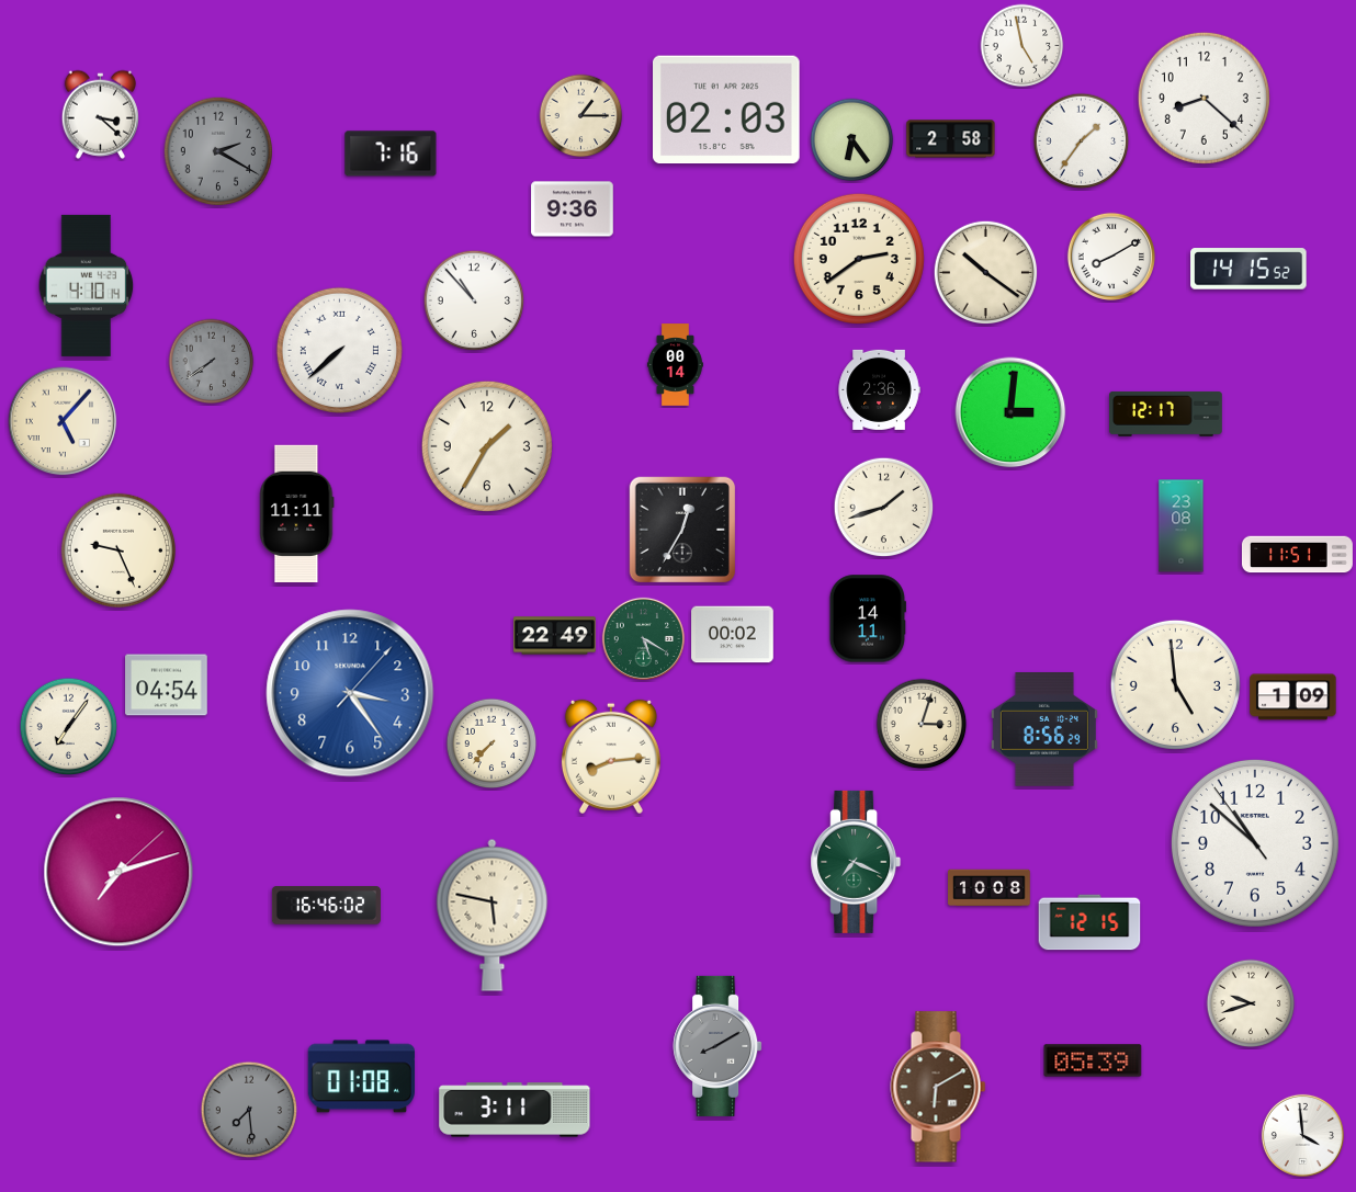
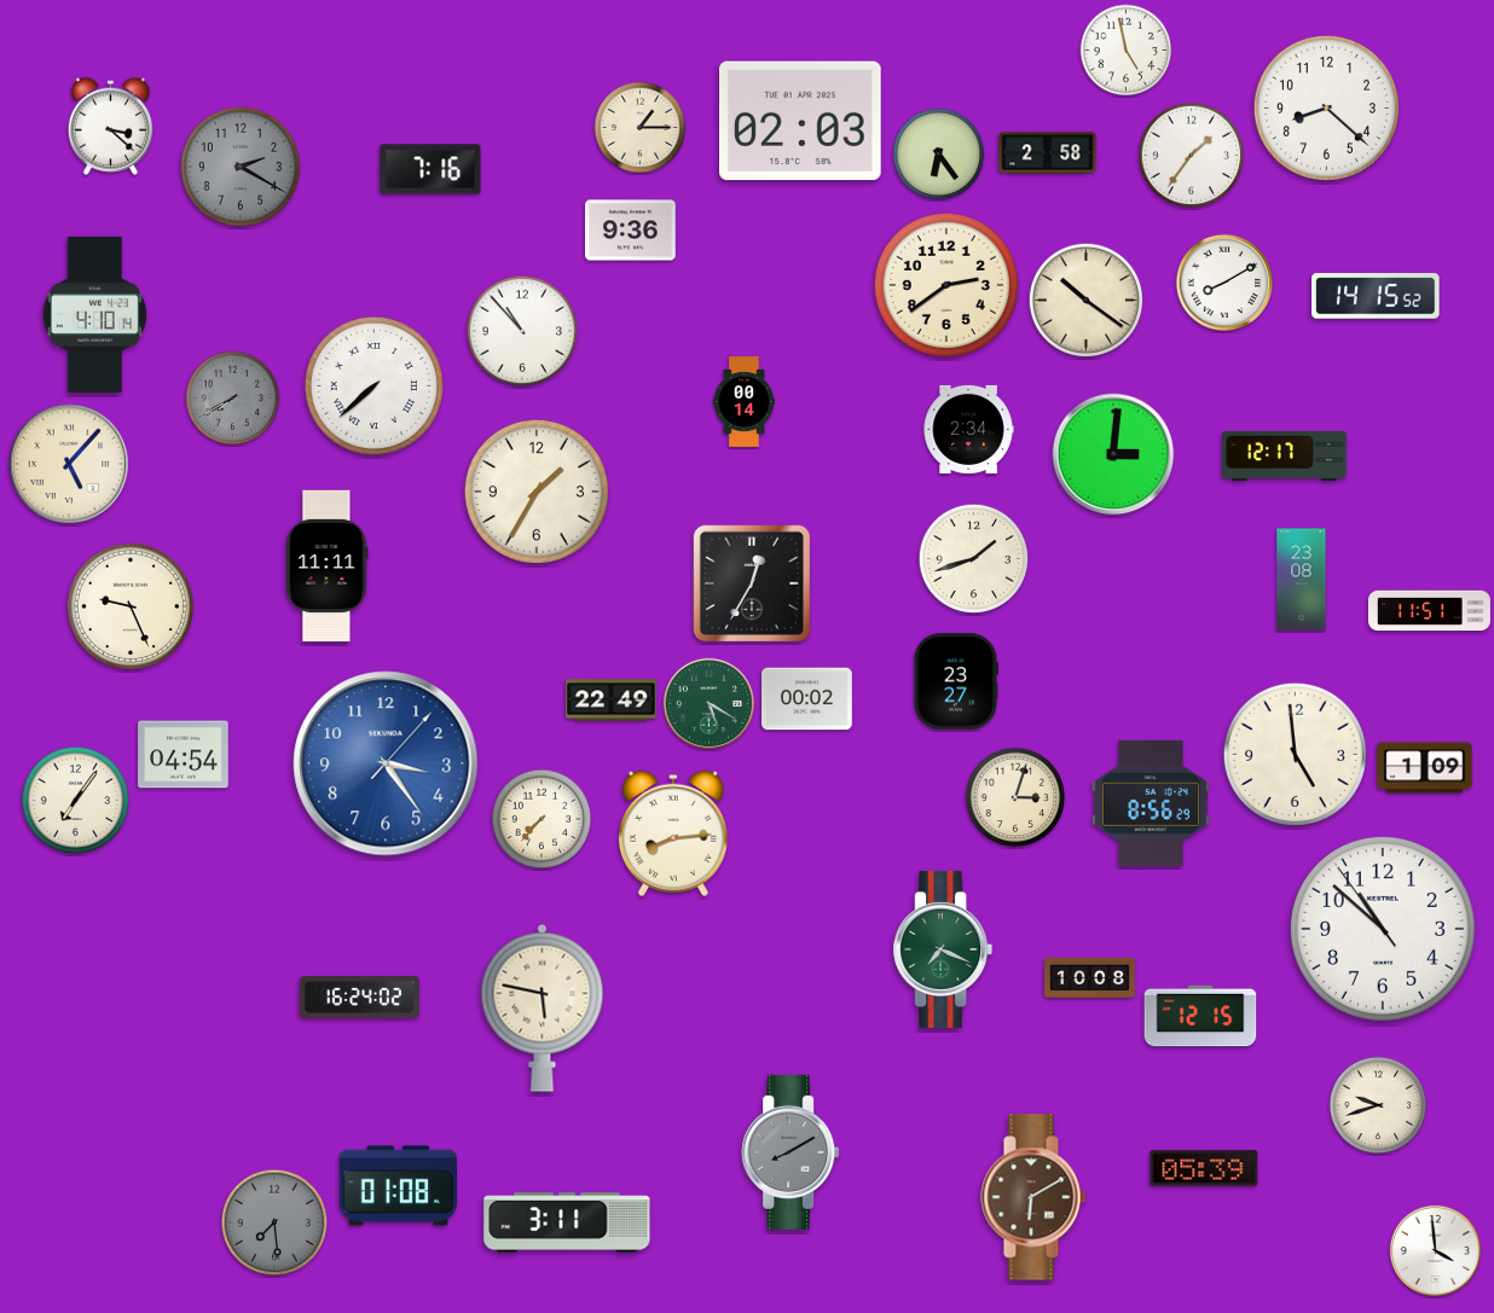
clock at (212, 362): 7:39 -> 7:40
clock at (879, 389): 2:36 -> 2:34
clock at (868, 618): 14:11 -> 23:27
clock at (118, 872): 7:12 -> none
clock at (326, 906): 16:46 -> 16:24
